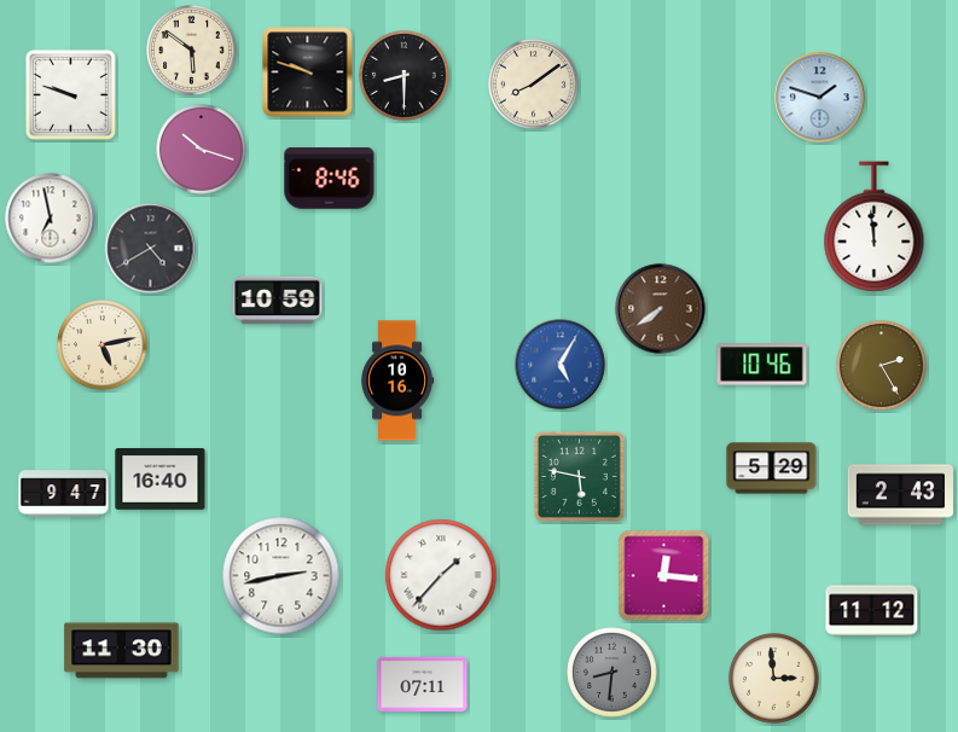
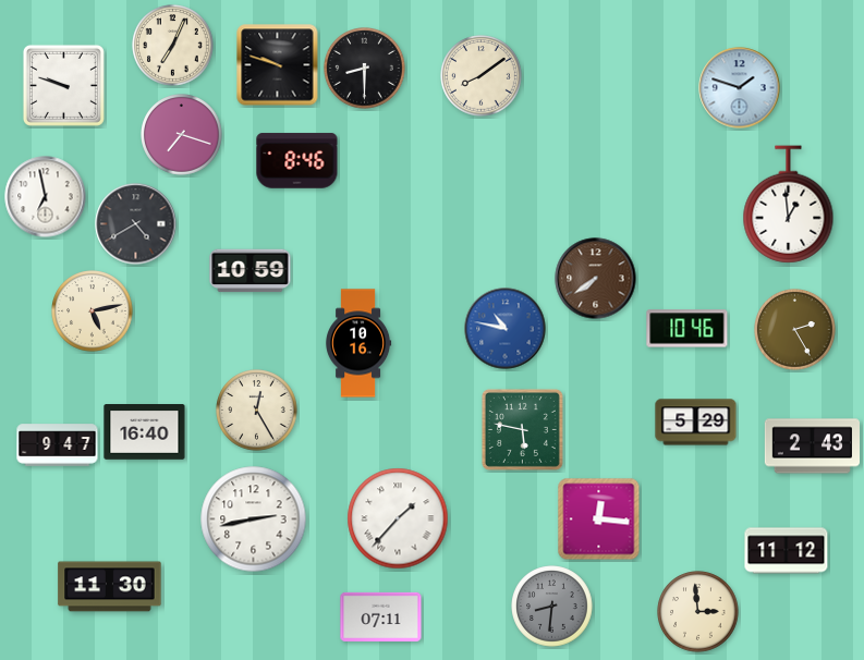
clock at (192, 51): 5:51 -> 7:04
clock at (202, 150): 10:18 -> 7:18
clock at (875, 227): 11:59 -> 12:59
clock at (561, 365): 5:05 -> 10:47
clock at (257, 411): none -> 12:25
